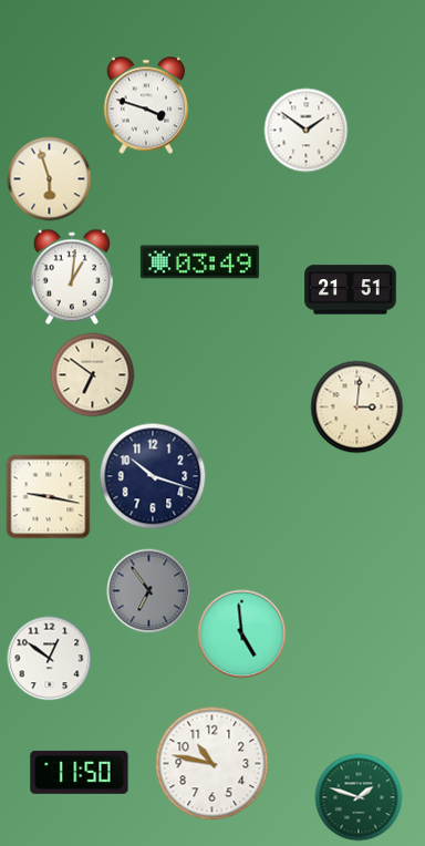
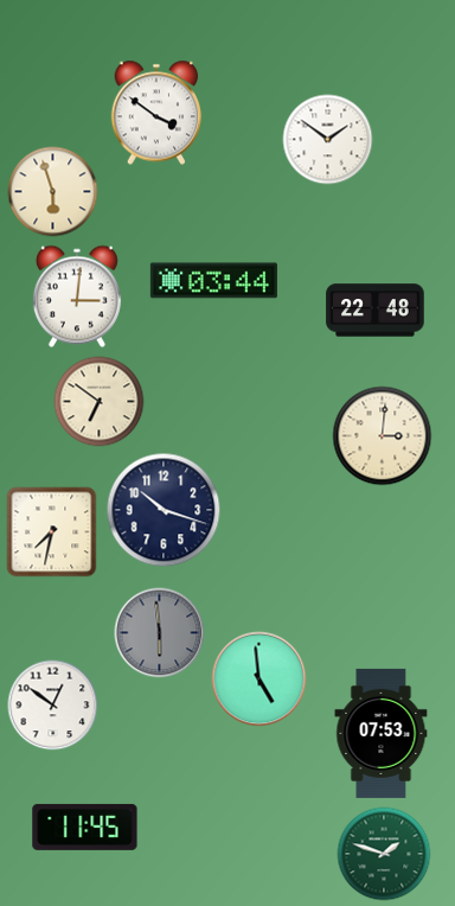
clock at (146, 105): 3:48 -> 3:51
clock at (199, 262): 03:49 -> 03:44
clock at (72, 277): 1:01 -> 3:01
clock at (351, 290): 21:51 -> 22:48
clock at (49, 497): 9:17 -> 7:32
clock at (149, 591): 6:54 -> 5:59
clock at (382, 733): none -> 07:53
clock at (212, 764): 10:47 -> none
clock at (80, 772): 11:50 -> 11:45
